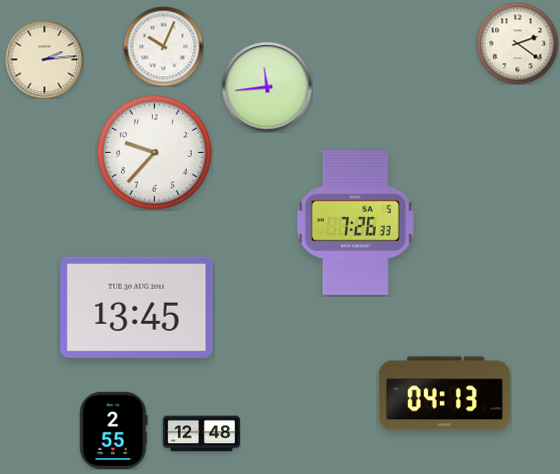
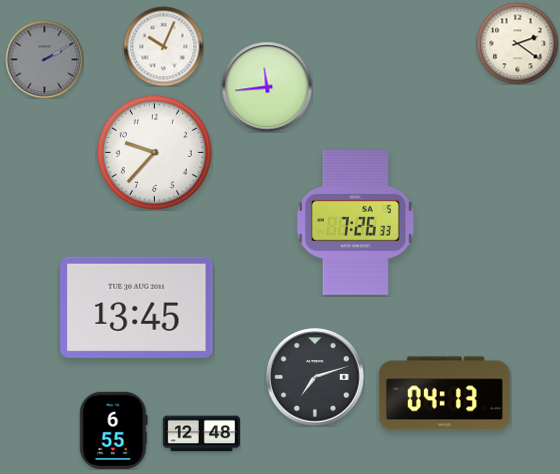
clock at (44, 59): 2:14 -> 2:10
clock at (44, 59) dial: cream -> grey
clock at (315, 377): none -> 7:12
clock at (114, 430): 2:55 -> 6:55
